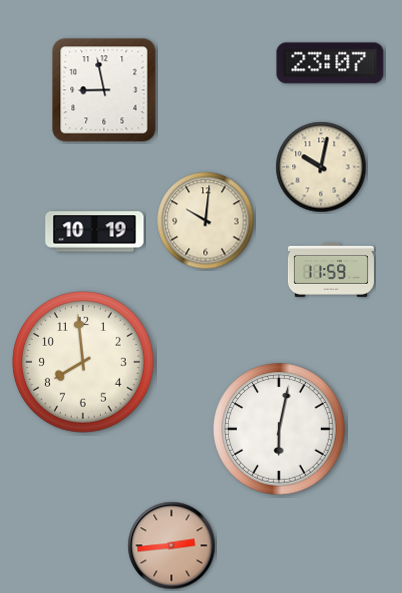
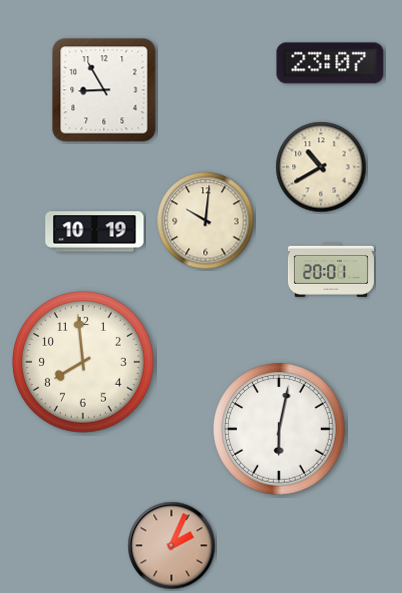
clock at (104, 90): 8:58 -> 8:55
clock at (321, 167): 10:02 -> 10:40
clock at (331, 270): 11:59 -> 20:01
clock at (172, 546): 2:44 -> 2:04
